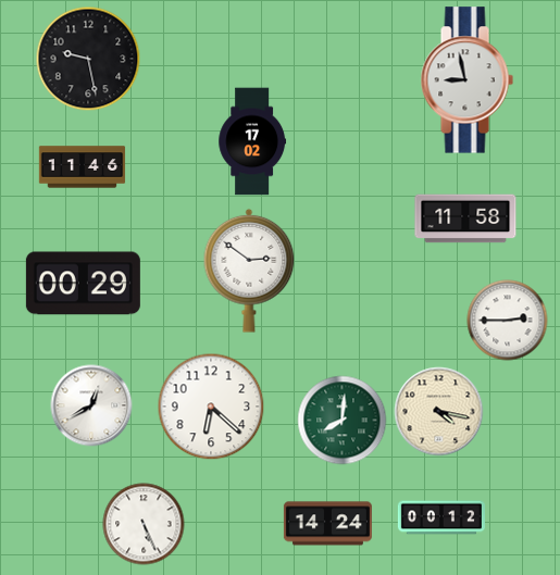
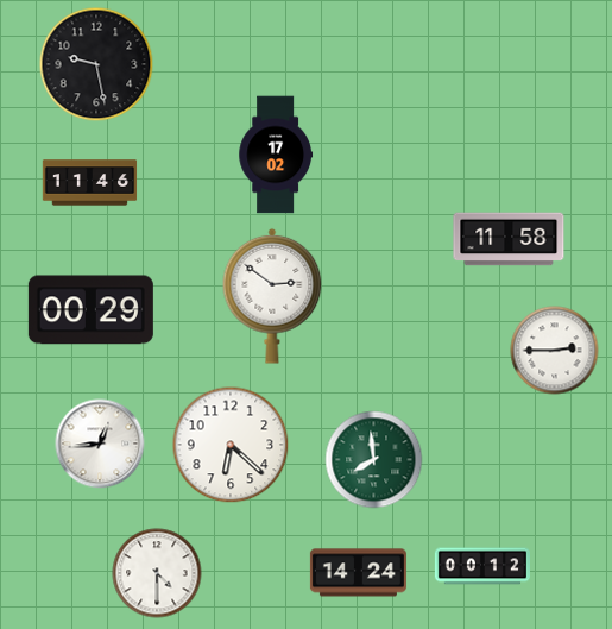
clock at (466, 80): 8:58 -> none
clock at (91, 405): 12:40 -> 12:44
clock at (439, 412): 4:17 -> none
clock at (343, 421): 8:01 -> 7:59
clock at (144, 524): 5:26 -> 4:30
